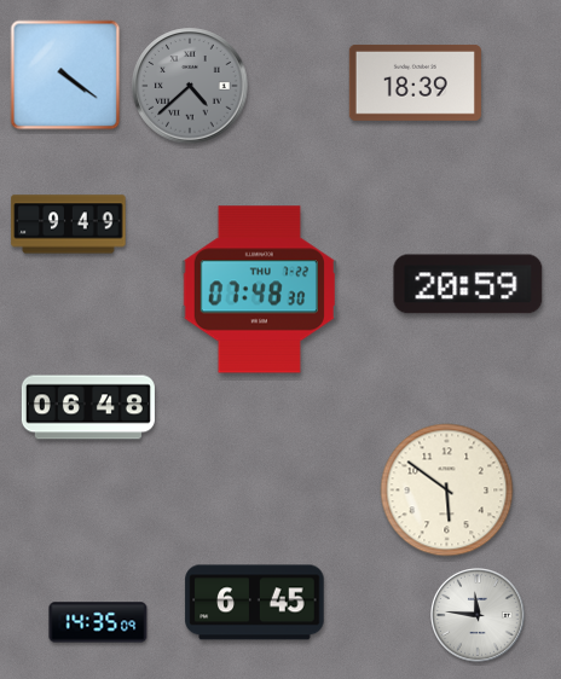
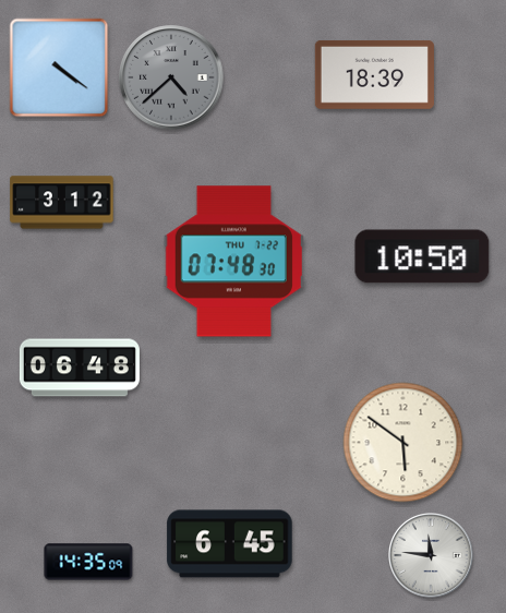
clock at (69, 225): 9:49 -> 3:12
clock at (468, 284): 20:59 -> 10:50
